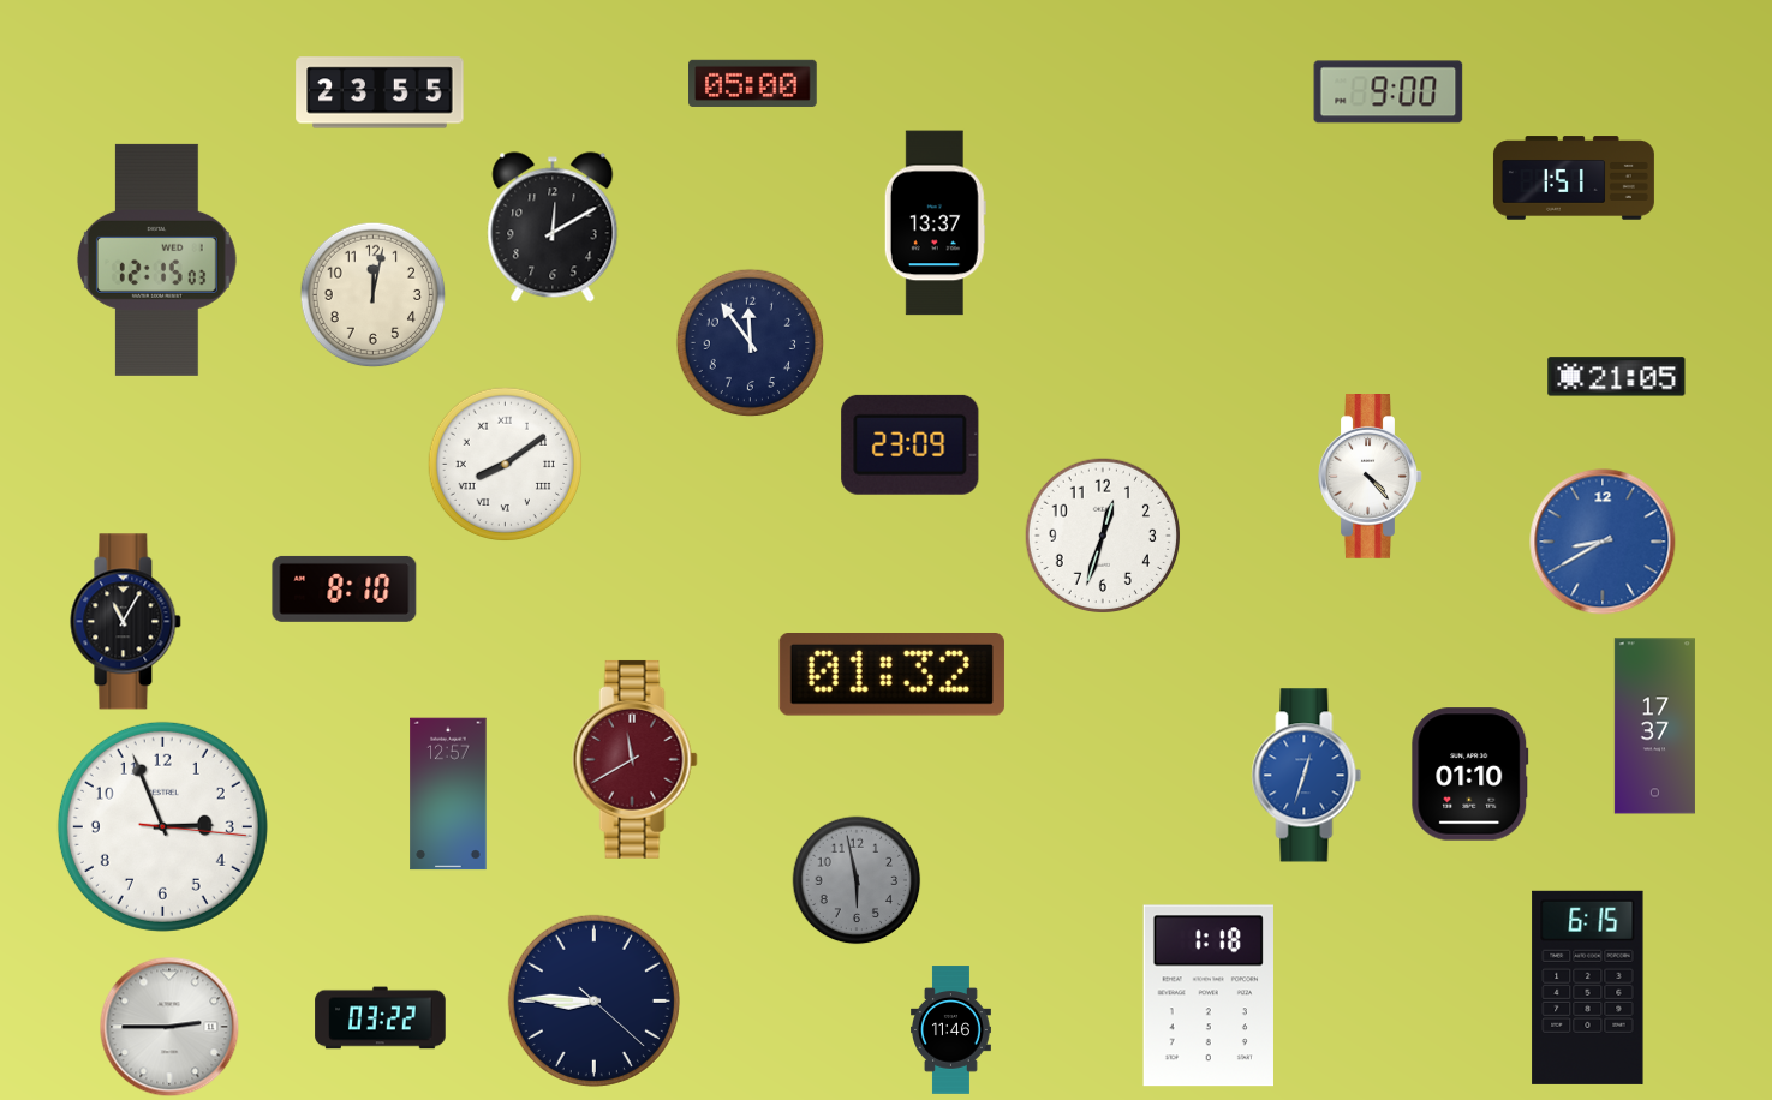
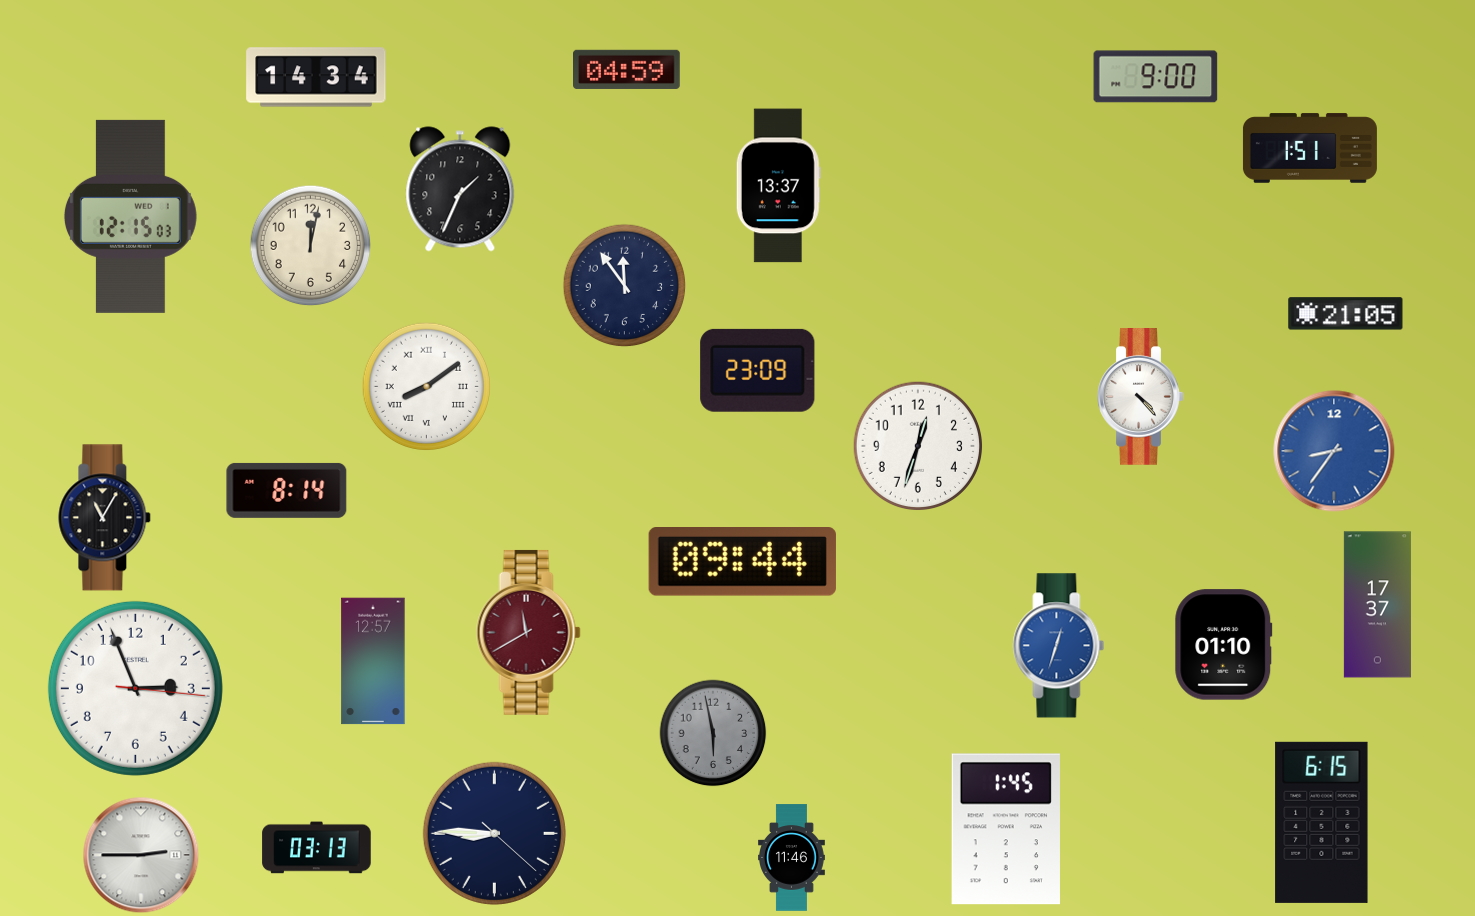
clock at (753, 83): 05:00 -> 04:59
clock at (380, 92): 23:55 -> 14:34
clock at (553, 227): 12:10 -> 1:34
clock at (505, 464) position: (505, 464) -> (426, 386)
clock at (1603, 542): 8:40 -> 8:36
clock at (345, 588): 8:10 -> 8:14
clock at (891, 675): 01:32 -> 09:44
clock at (1307, 776) position: (1307, 776) -> (1059, 646)
clock at (1209, 996): 1:18 -> 1:45
clock at (381, 1018): 03:22 -> 03:13
